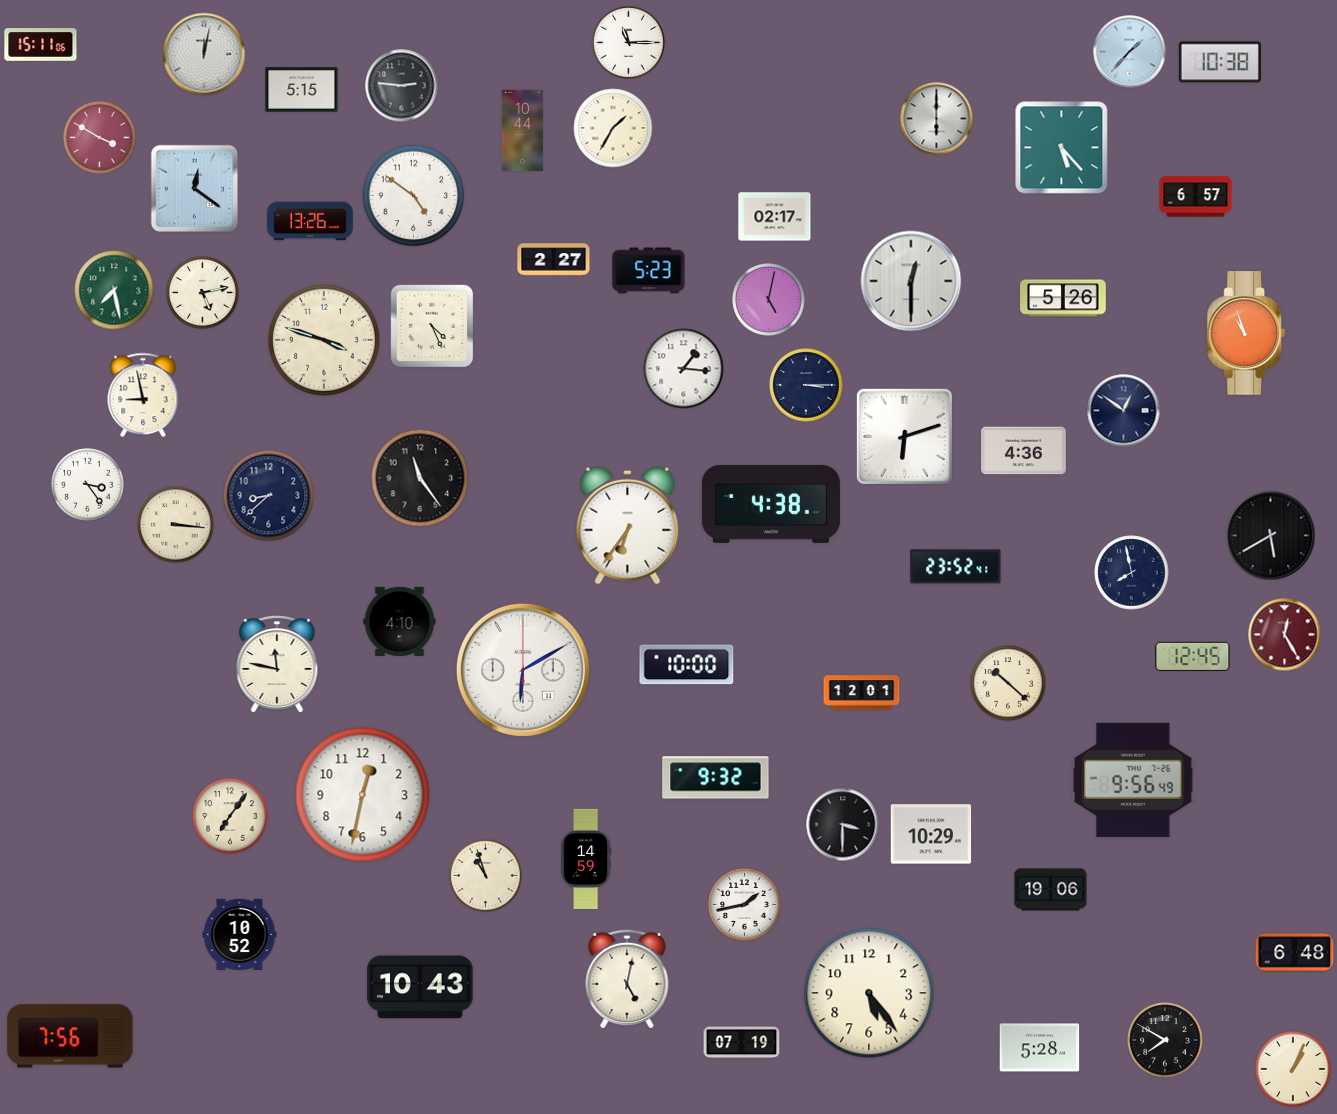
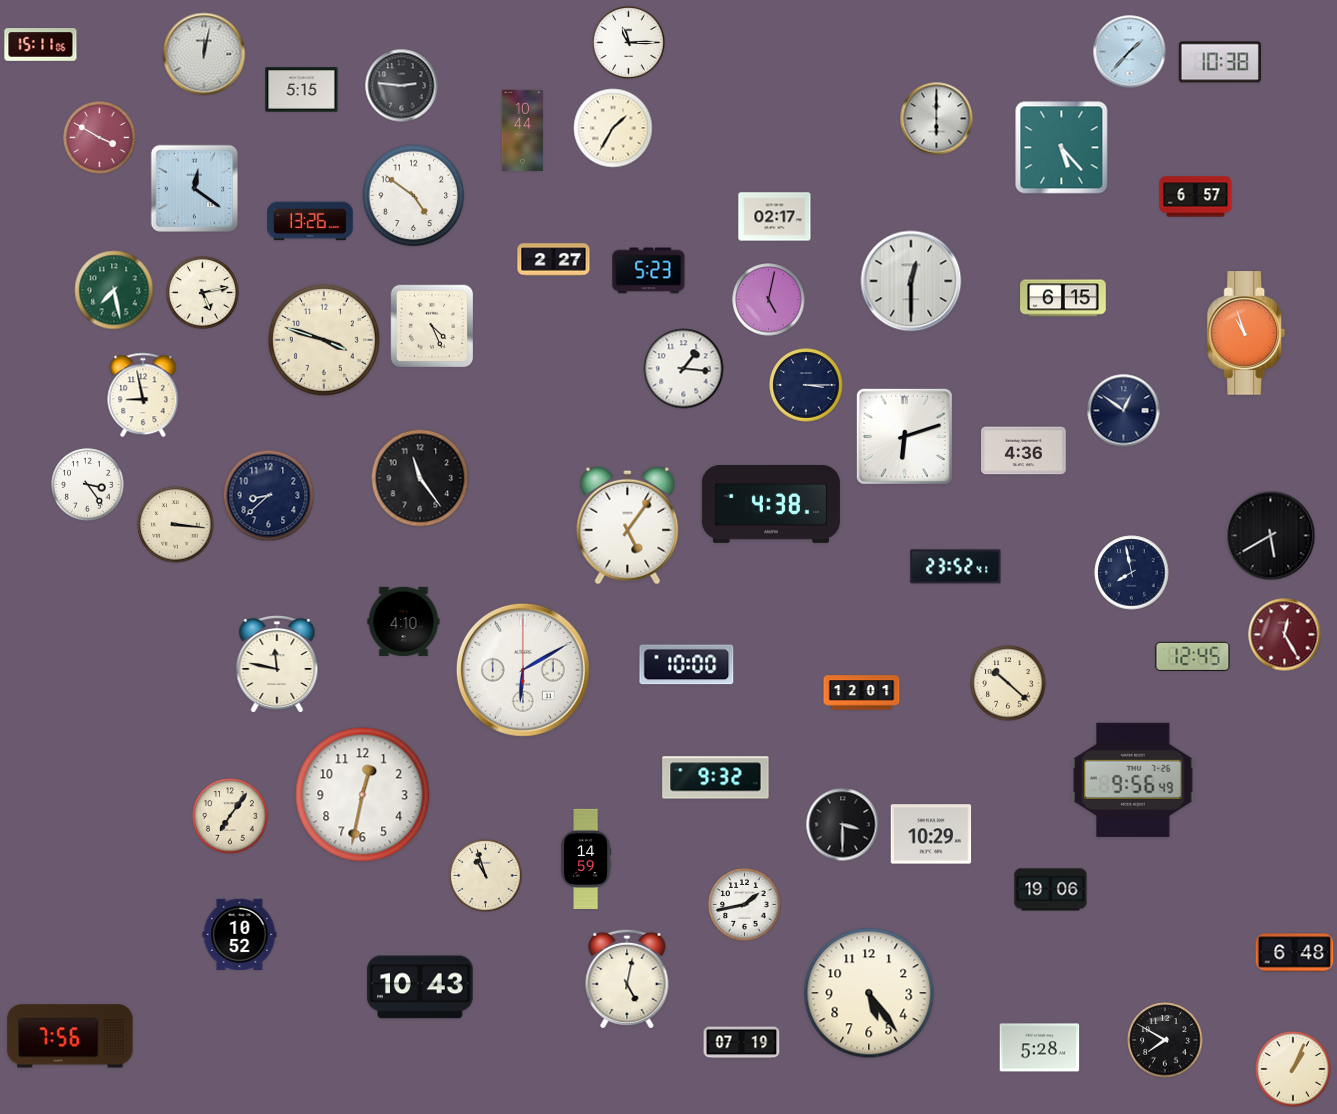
clock at (1063, 298): 5:26 -> 6:15
clock at (628, 525): 6:36 -> 5:06
clock at (400, 621) position: (400, 621) -> (404, 621)
